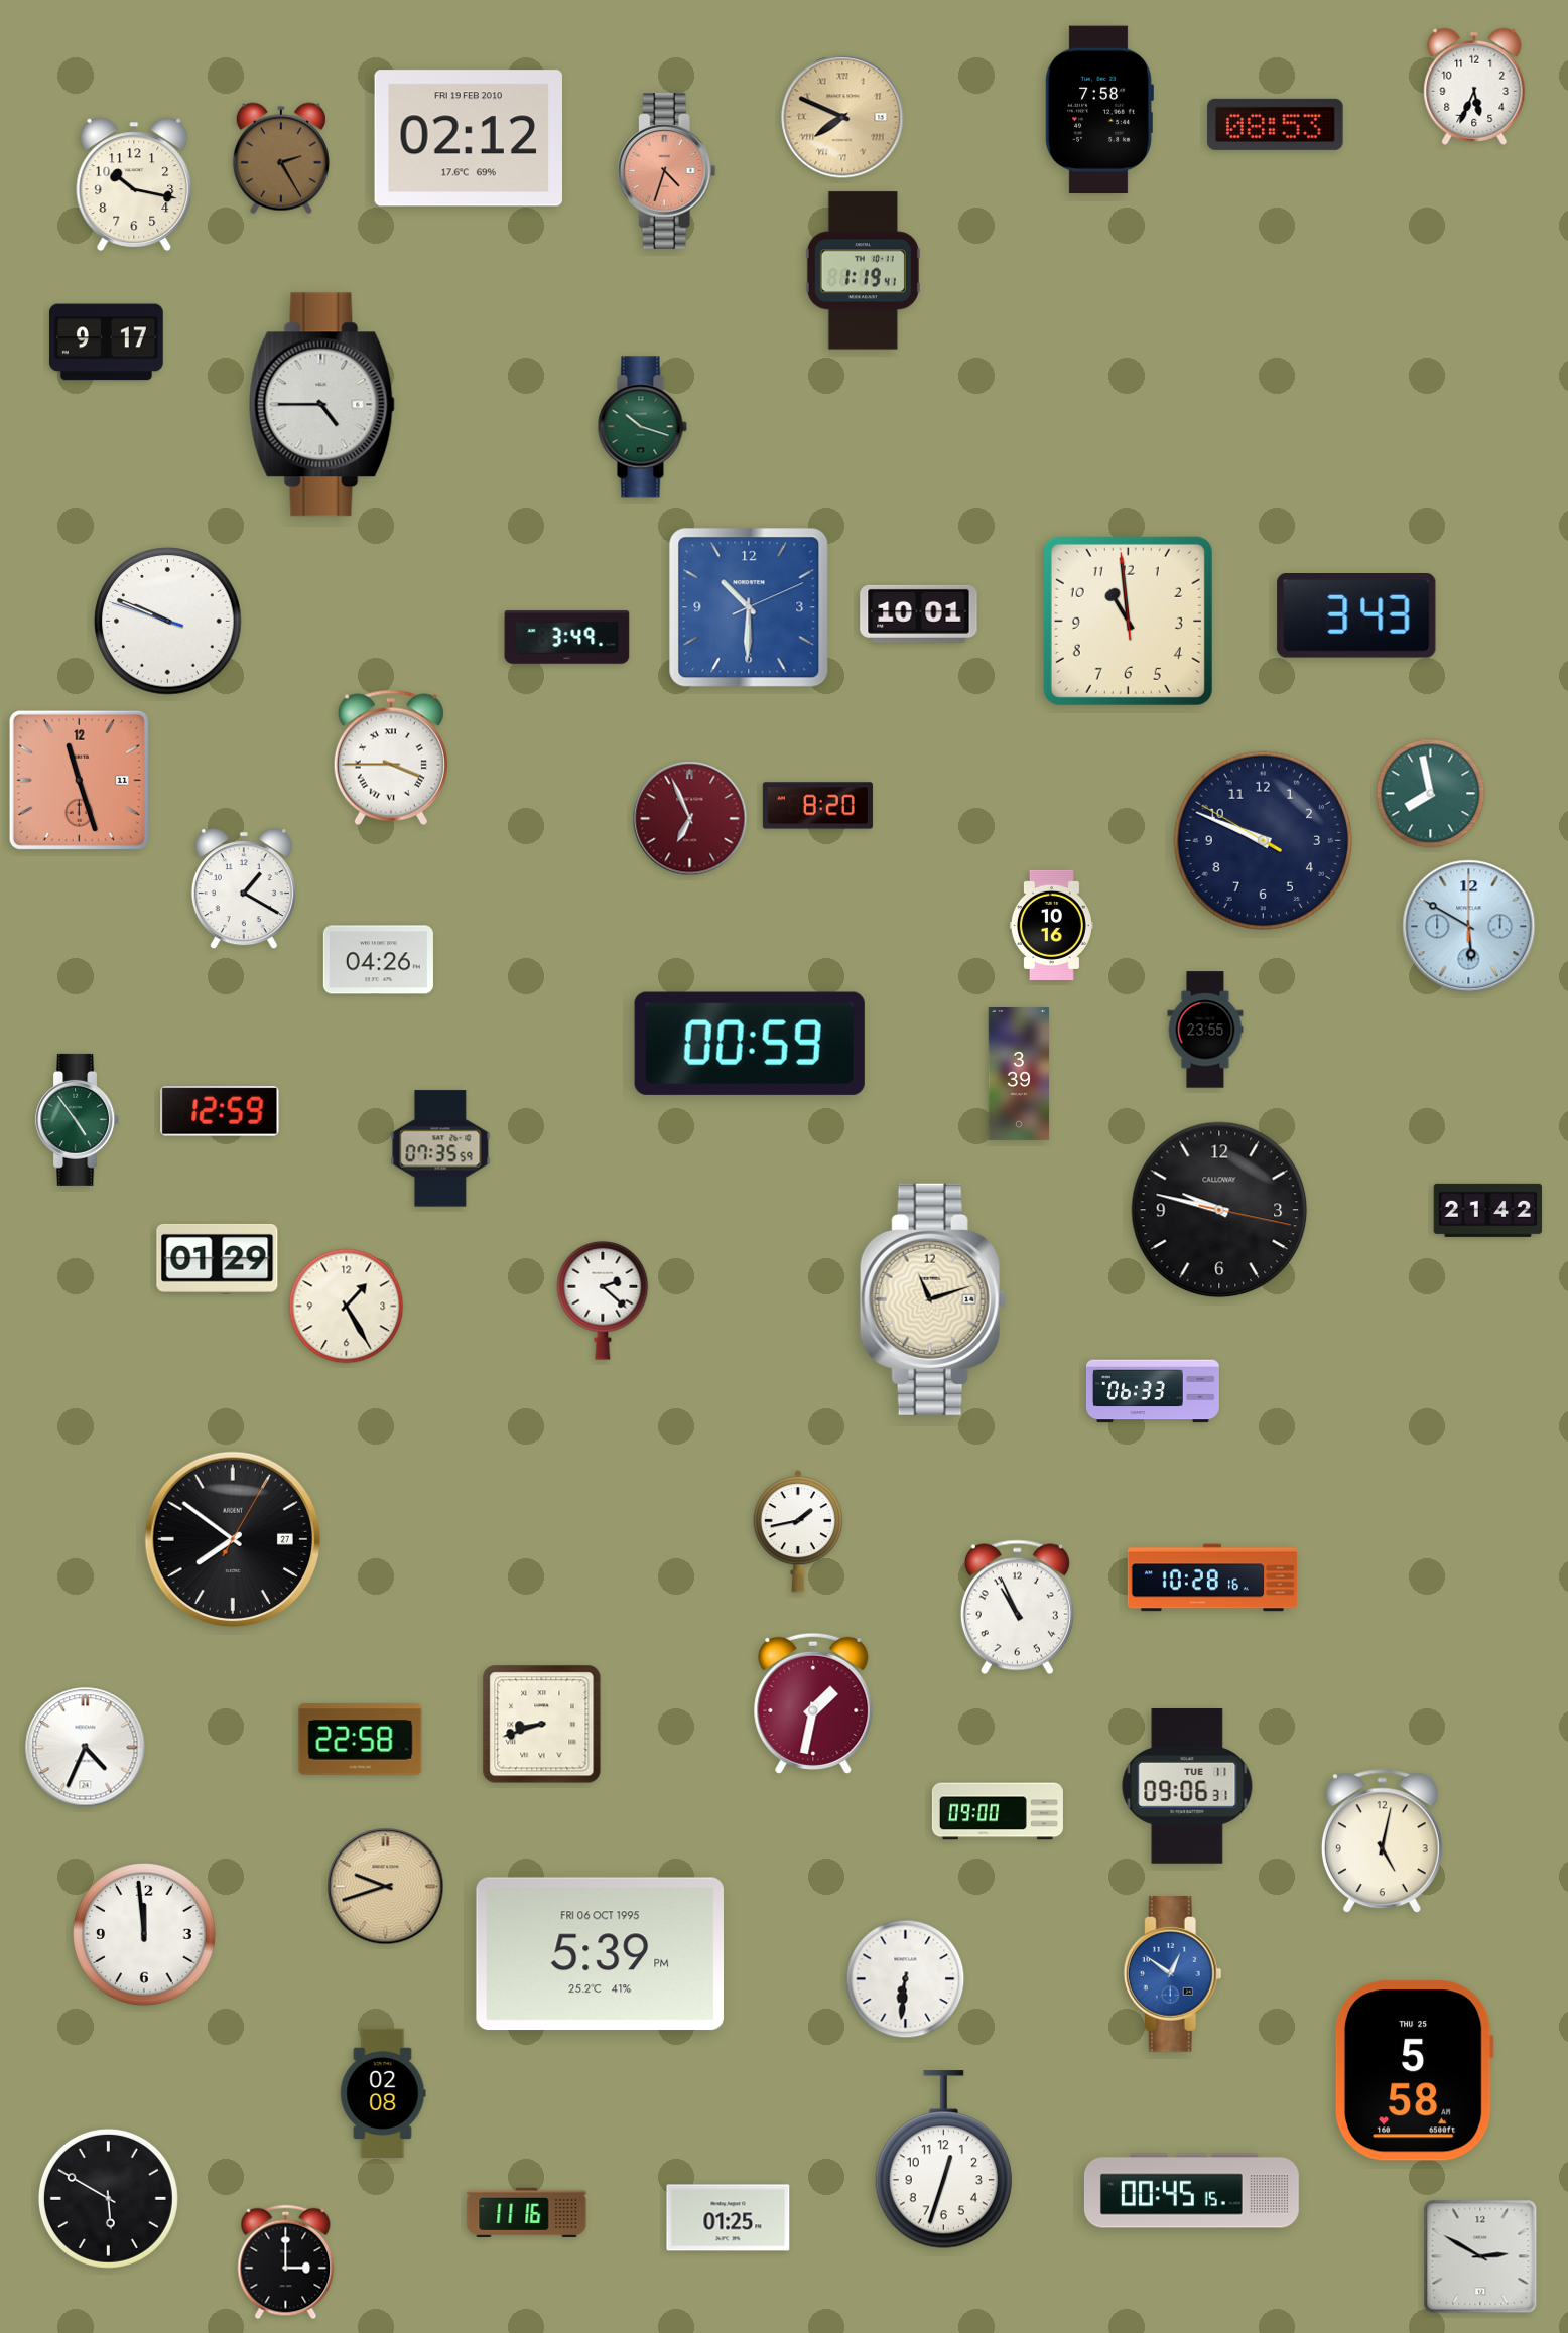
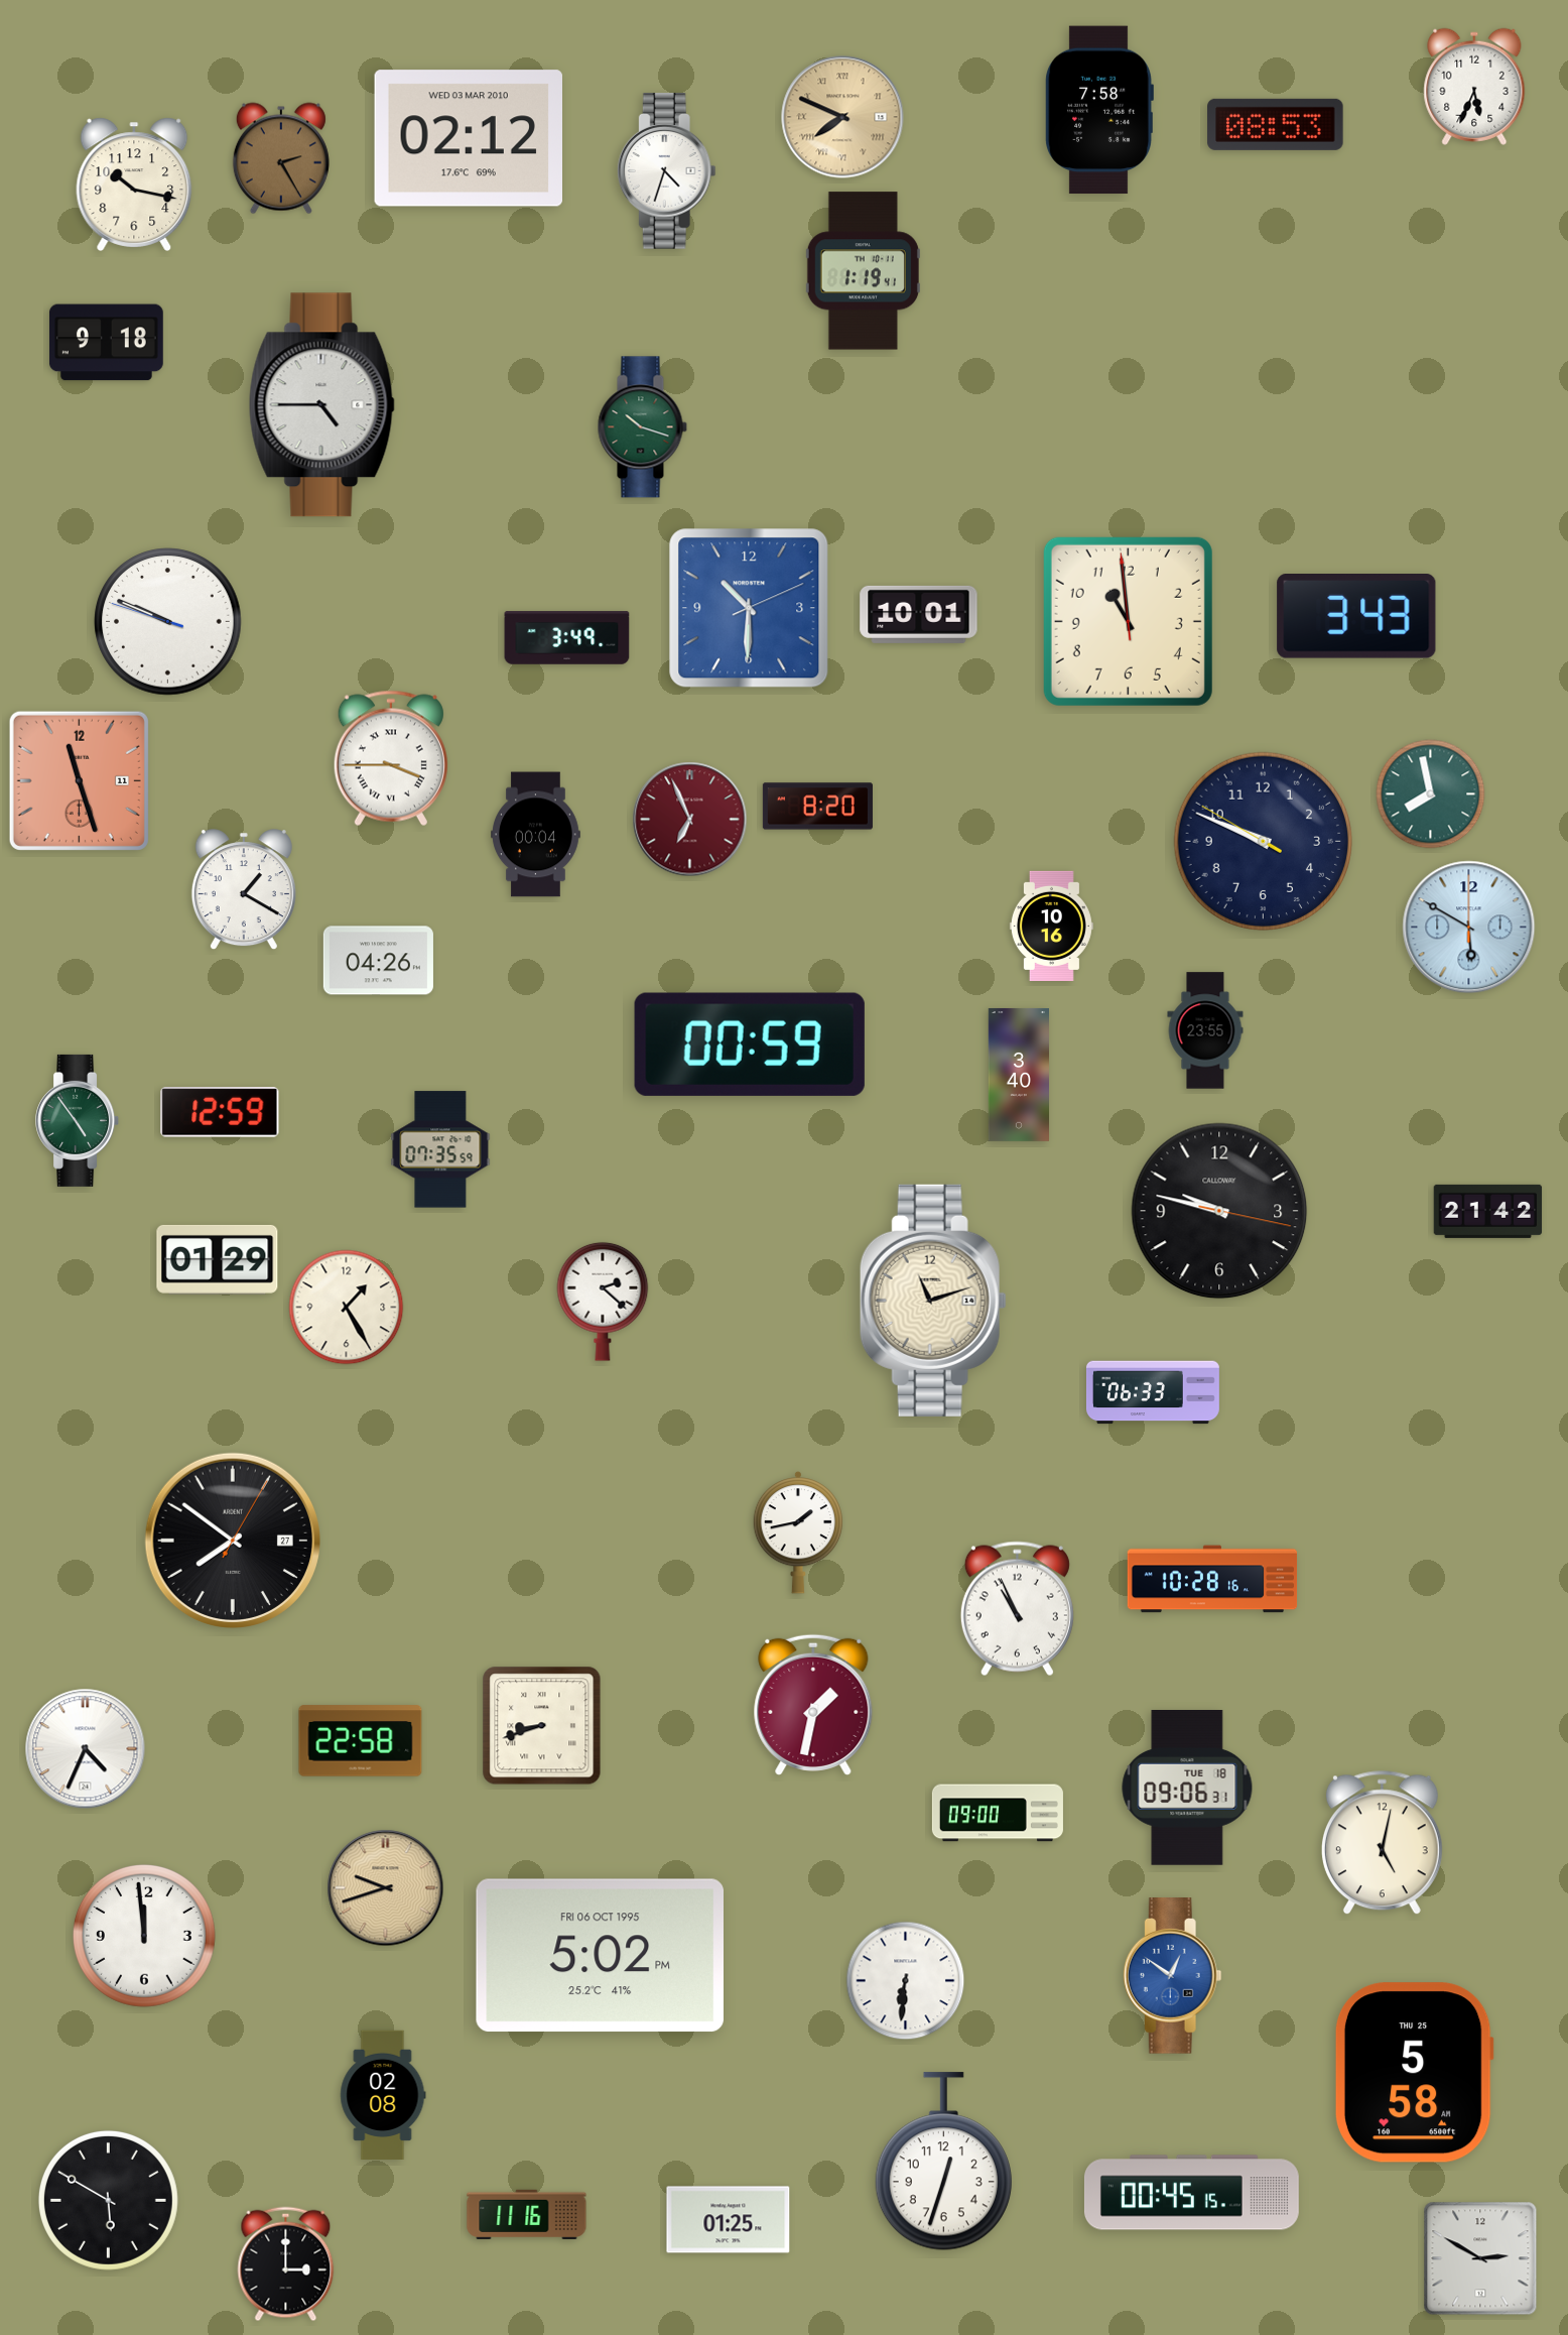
clock at (468, 138) date: FRI 19 FEB 2010 -> WED 03 MAR 2010
clock at (666, 171) dial: salmon -> white
clock at (107, 342): 9:17 -> 9:18
clock at (536, 835): none -> 00:04
clock at (1018, 1074): 3:39 -> 3:40
clock at (1187, 1787) date: TUE 11 -> TUE 18
clock at (600, 1954): 5:39 -> 5:02
